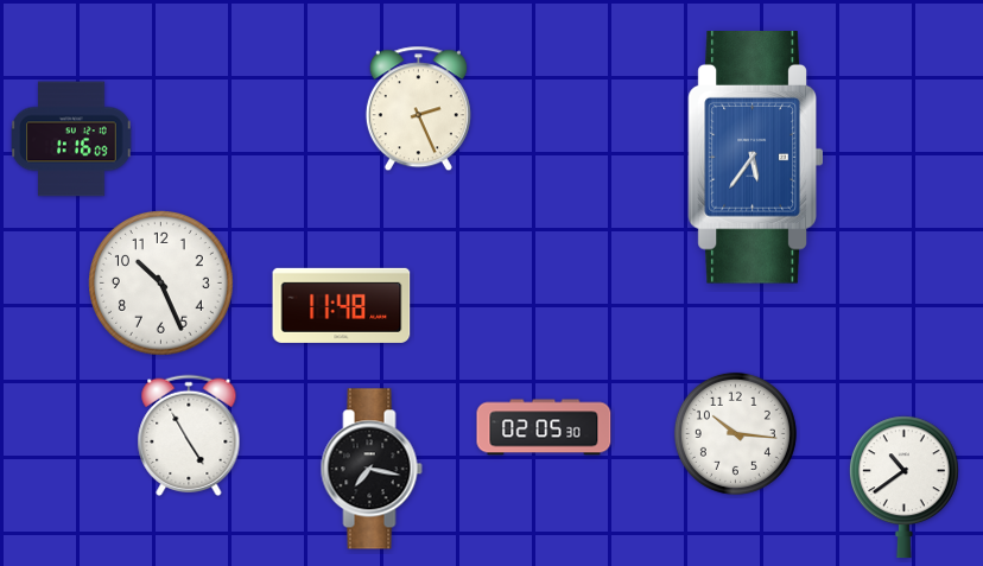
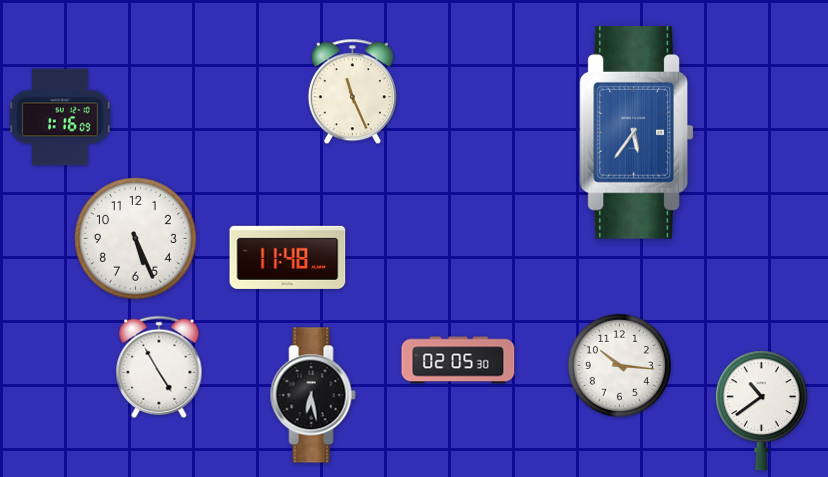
clock at (418, 109): 2:26 -> 11:26
clock at (161, 284): 10:26 -> 5:26
clock at (372, 469): 7:17 -> 6:28
